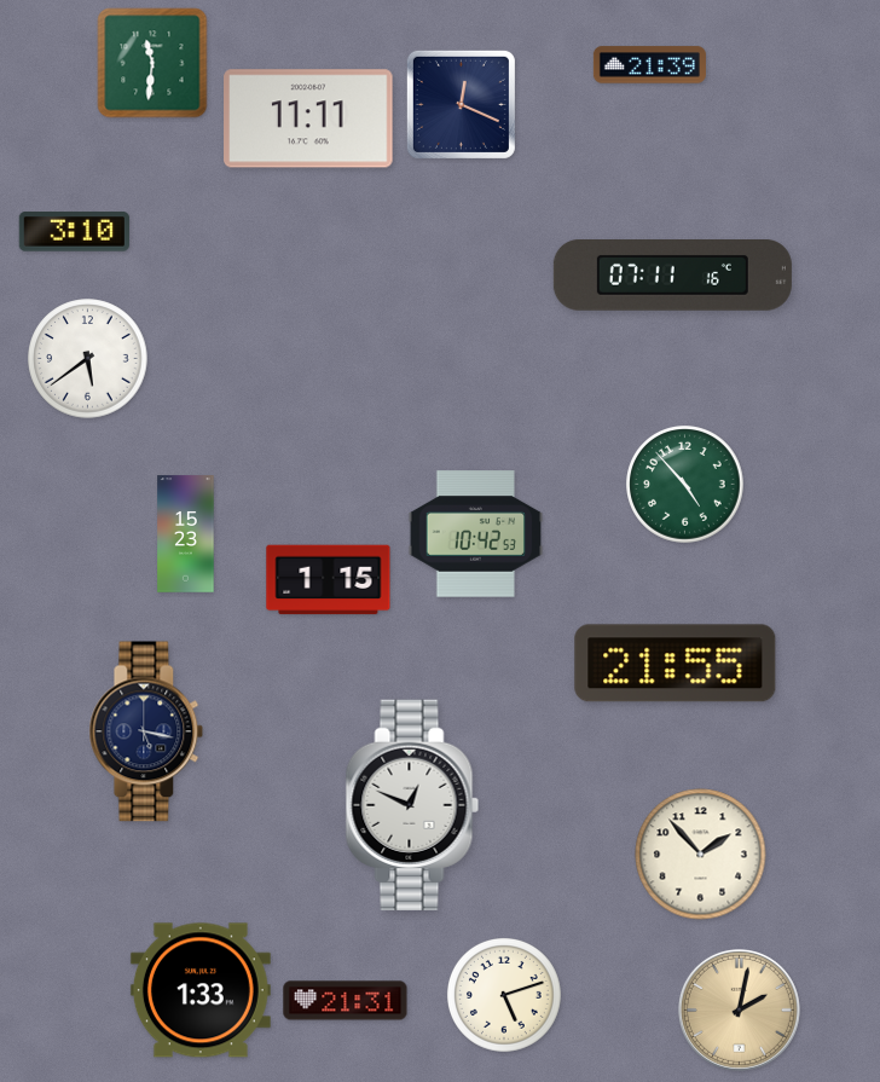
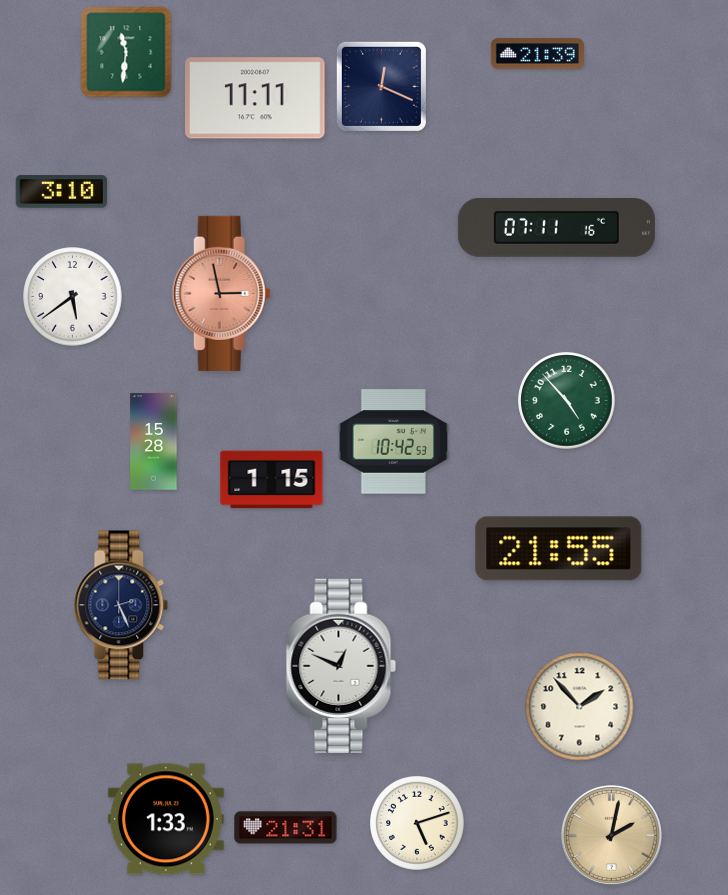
clock at (221, 293): none -> 2:58
clock at (186, 534): 15:23 -> 15:28
clock at (146, 731): 5:17 -> 2:26
